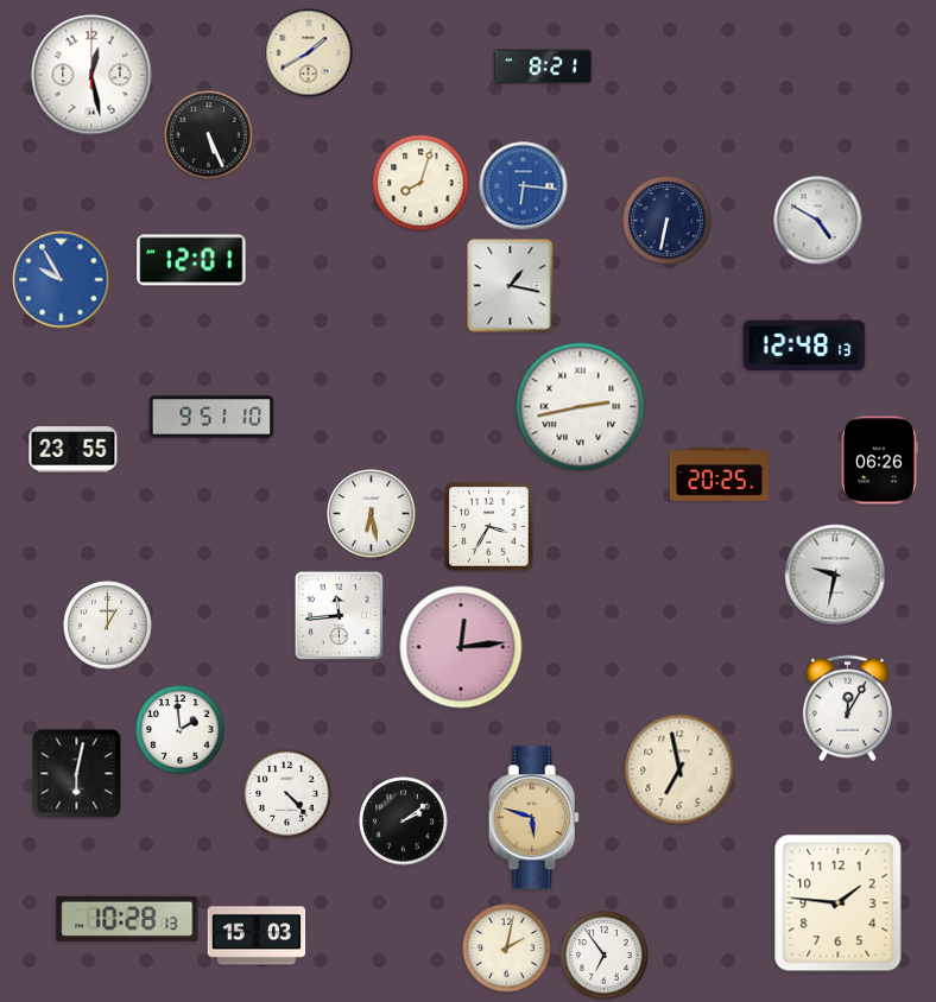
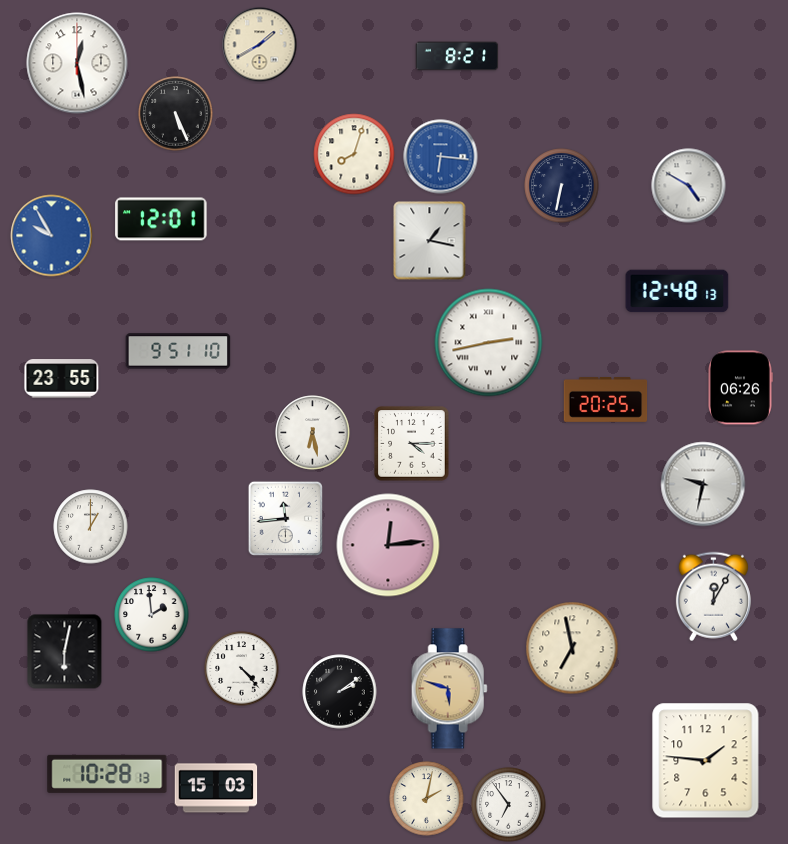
clock at (489, 527): 3:35 -> 4:15
